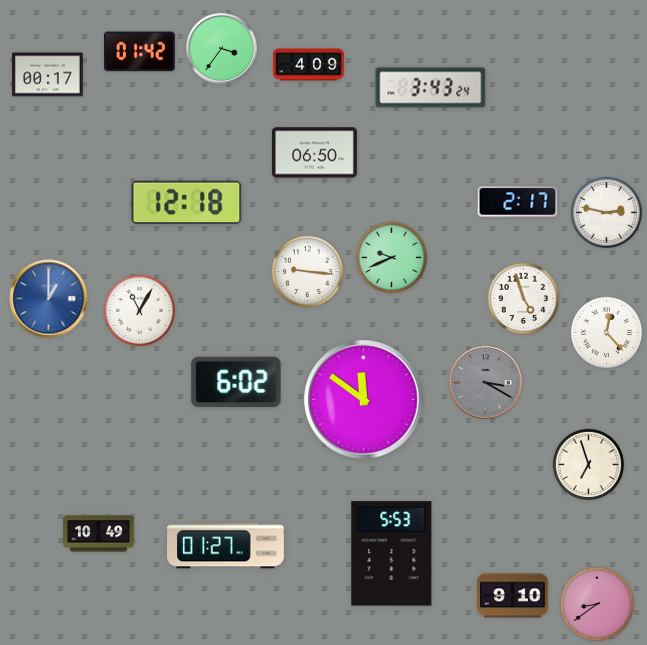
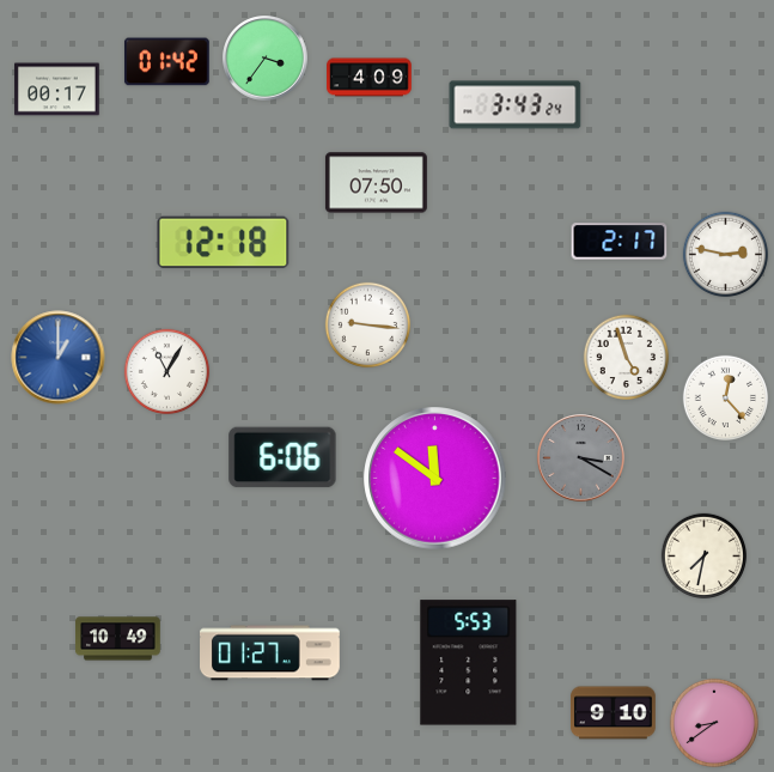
clock at (314, 153): 06:50 -> 07:50
clock at (392, 258): 9:41 -> none
clock at (236, 382): 6:02 -> 6:06
clock at (589, 465): 6:57 -> 7:32
